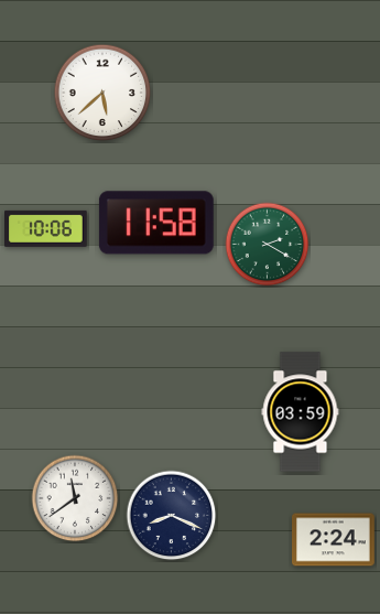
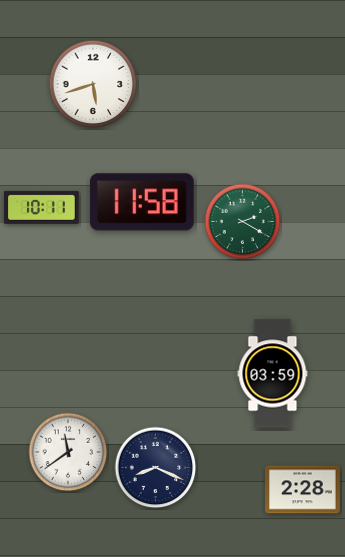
clock at (102, 93): 5:38 -> 5:42
clock at (46, 228): 10:06 -> 10:11
clock at (334, 540): 2:24 -> 2:28
